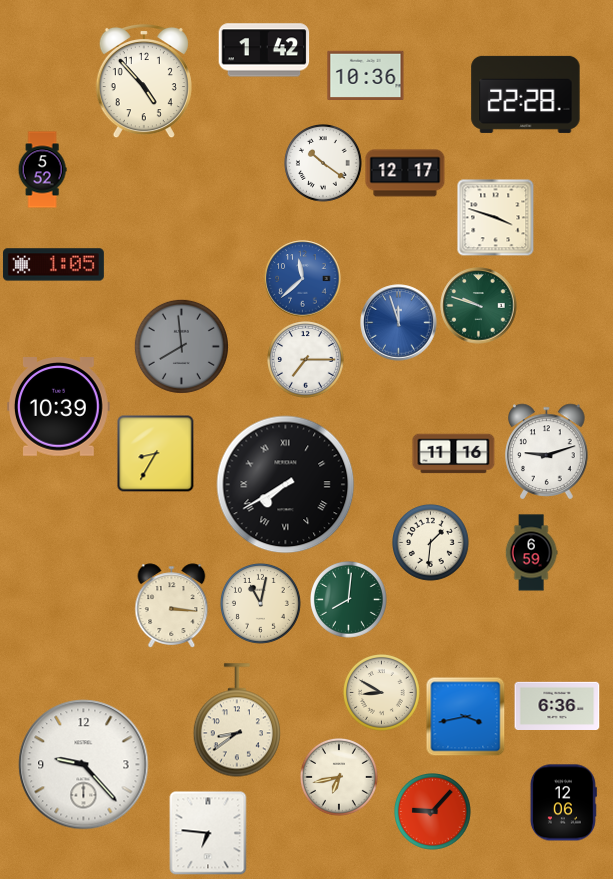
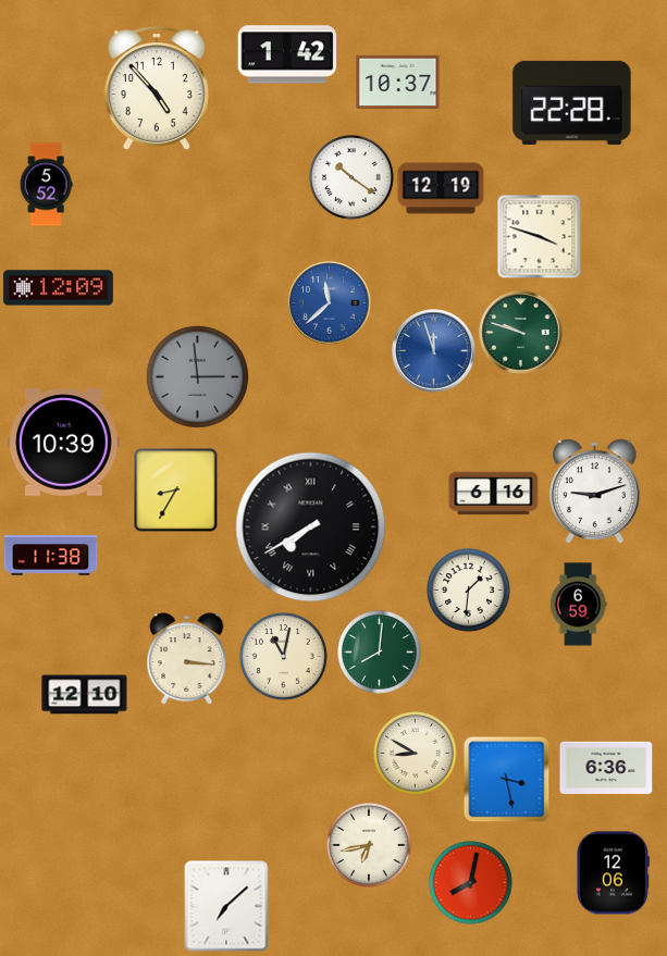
clock at (366, 75): 10:36 -> 10:37
clock at (405, 173): 12:17 -> 12:19
clock at (53, 265): 1:05 -> 12:09
clock at (181, 346): 7:59 -> 2:59
clock at (306, 360): 7:15 -> none
clock at (156, 454) position: (156, 454) -> (176, 491)
clock at (454, 454): 11:16 -> 6:16
clock at (51, 556): none -> 11:38
clock at (531, 553) position: (531, 553) -> (578, 605)
clock at (85, 695): none -> 12:10
clock at (465, 716): 3:43 -> 3:28
clock at (237, 720): 8:39 -> none
clock at (84, 765): 9:23 -> none
clock at (433, 812): 9:07 -> 8:02
clock at (208, 833): 6:46 -> 7:08
